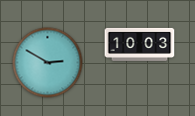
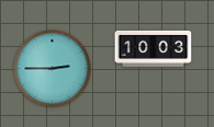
clock at (48, 63): 2:50 -> 2:45
